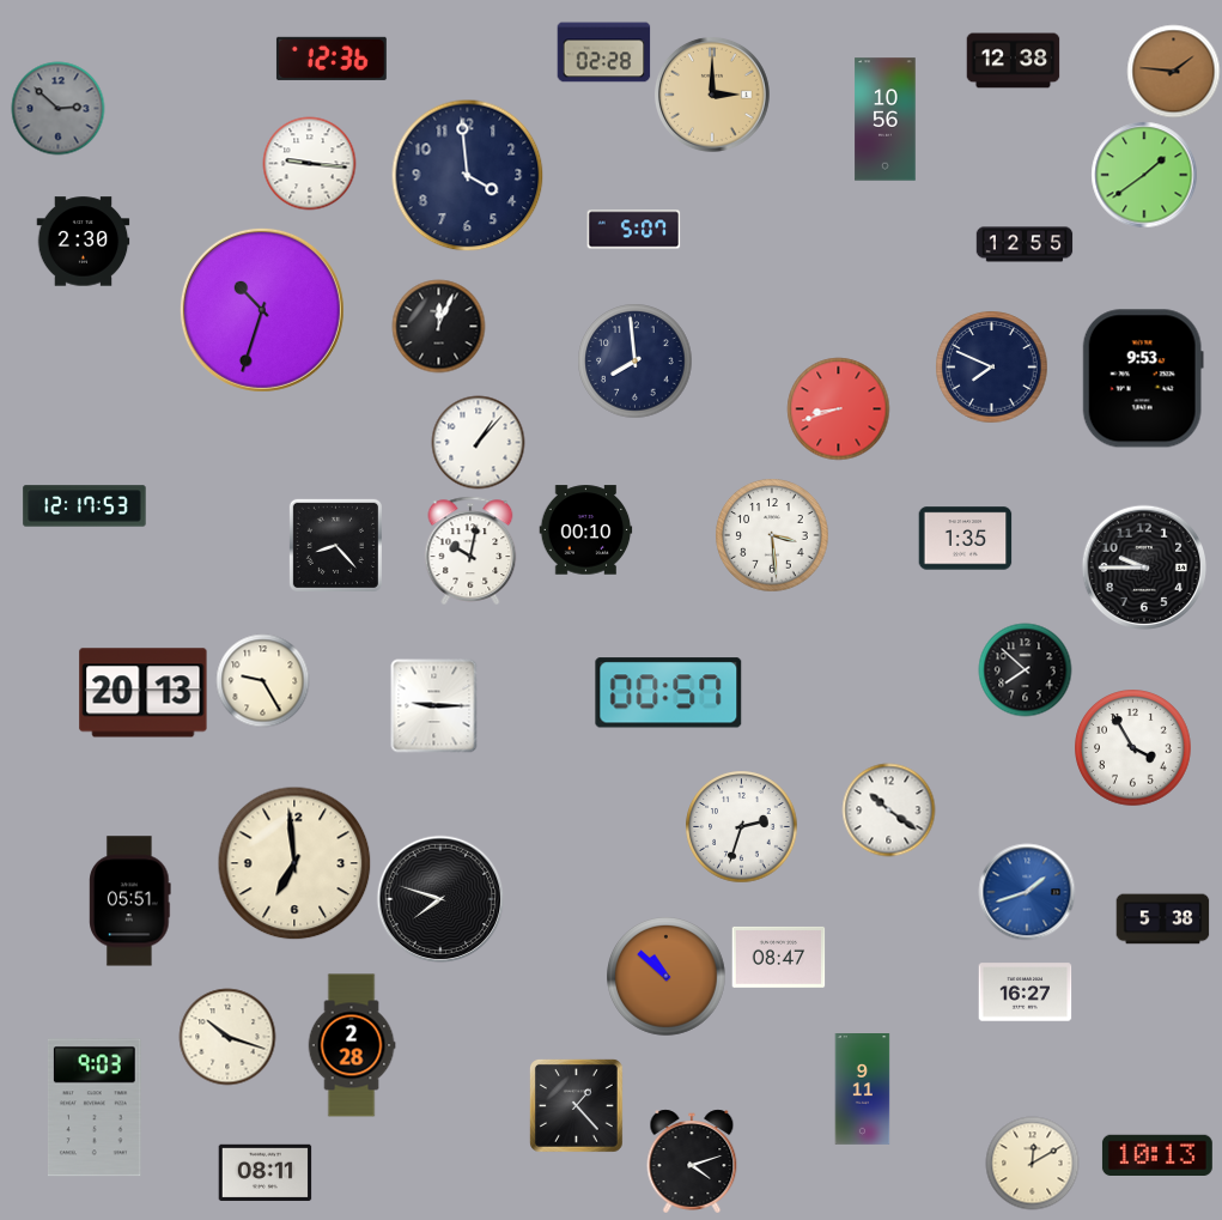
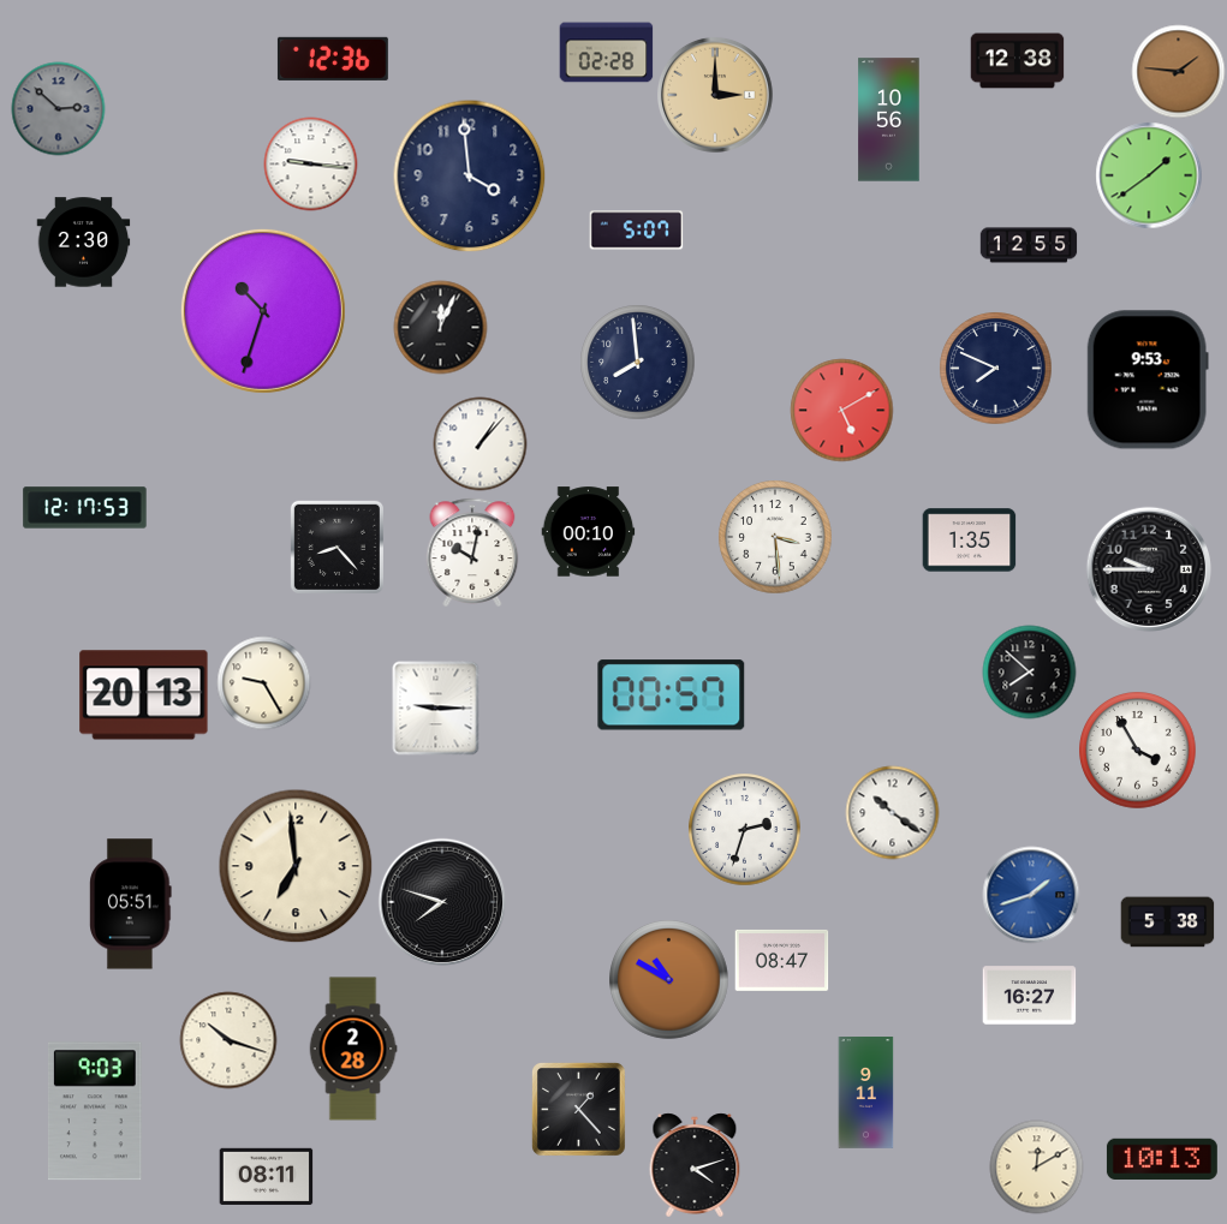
clock at (838, 408): 8:42 -> 5:10
clock at (667, 977): 10:52 -> 10:50
